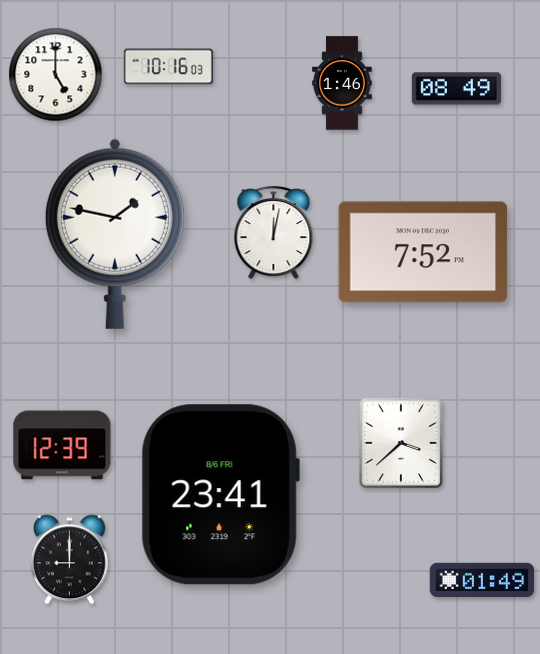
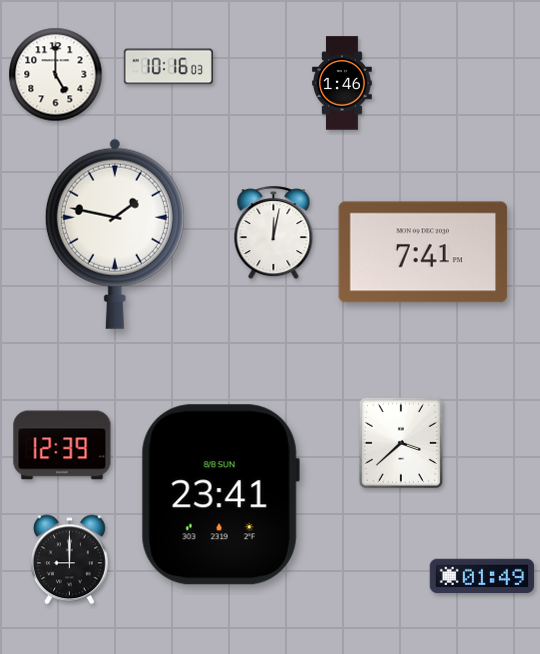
clock at (456, 89): 08:49 -> none
clock at (423, 252): 7:52 -> 7:41
clock at (220, 495) date: 8/6 FRI -> 8/8 SUN
clock at (482, 580) position: (482, 580) -> (482, 576)
